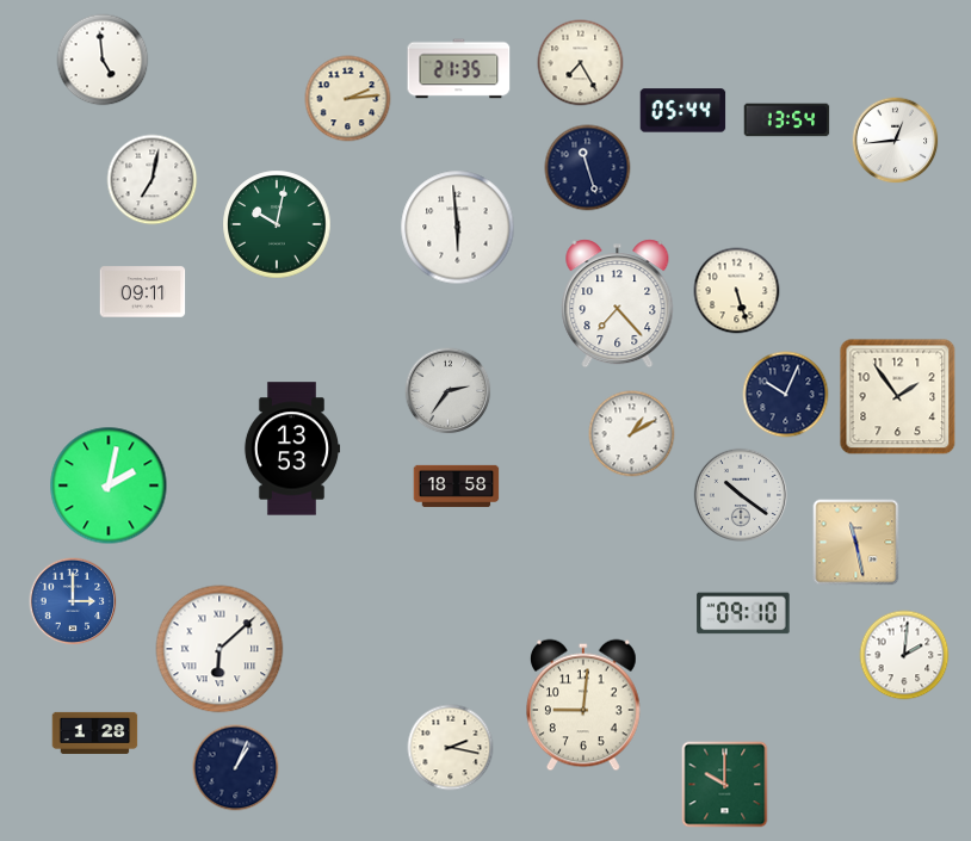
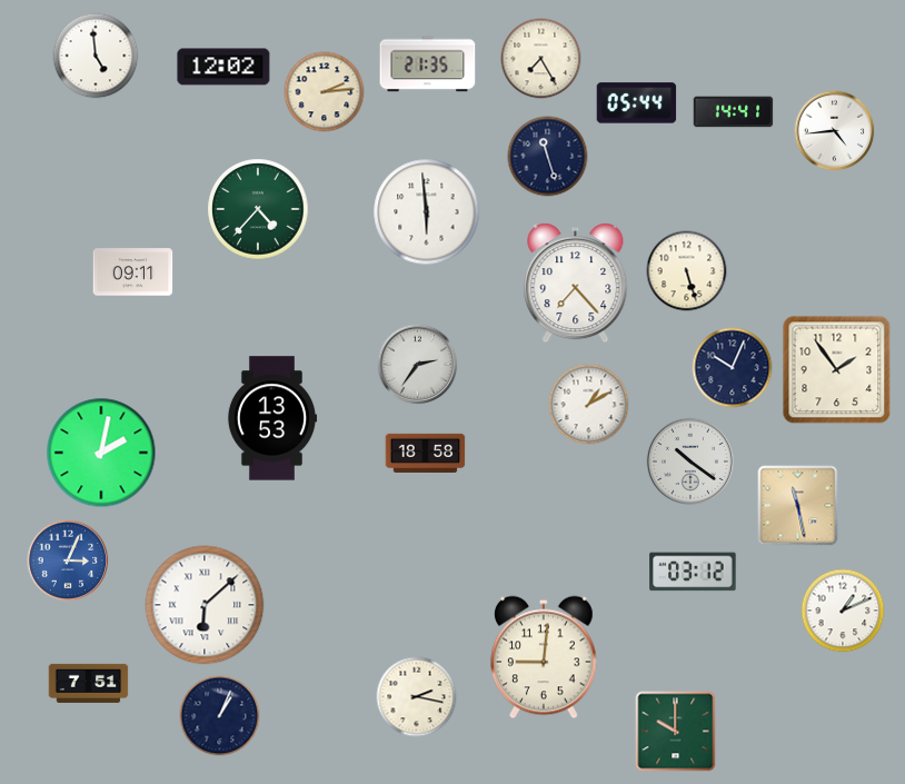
clock at (223, 67): none -> 12:02
clock at (787, 120): 13:54 -> 14:41
clock at (896, 141): 12:44 -> 4:44
clock at (153, 180): 7:02 -> none
clock at (277, 224): 10:02 -> 4:37
clock at (73, 601): 3:00 -> 3:04
clock at (743, 613): 09:10 -> 03:12
clock at (904, 655): 2:01 -> 1:11
clock at (95, 732): 1:28 -> 7:51
clock at (451, 748) position: (451, 748) -> (417, 697)
